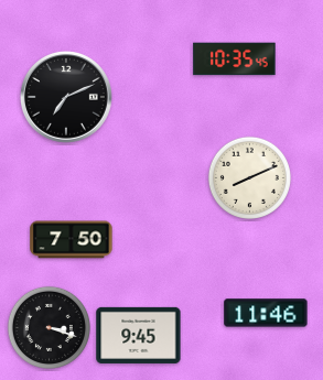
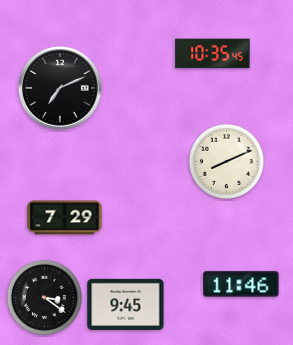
clock at (72, 240): 7:50 -> 7:29
clock at (49, 327): 3:18 -> 3:21
